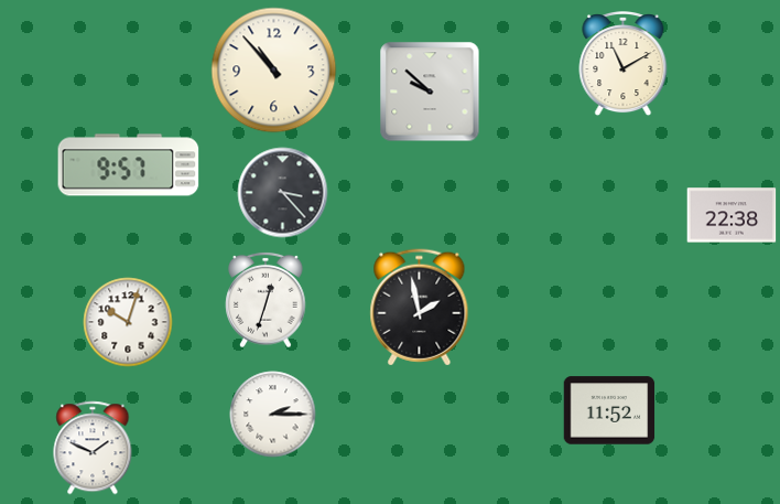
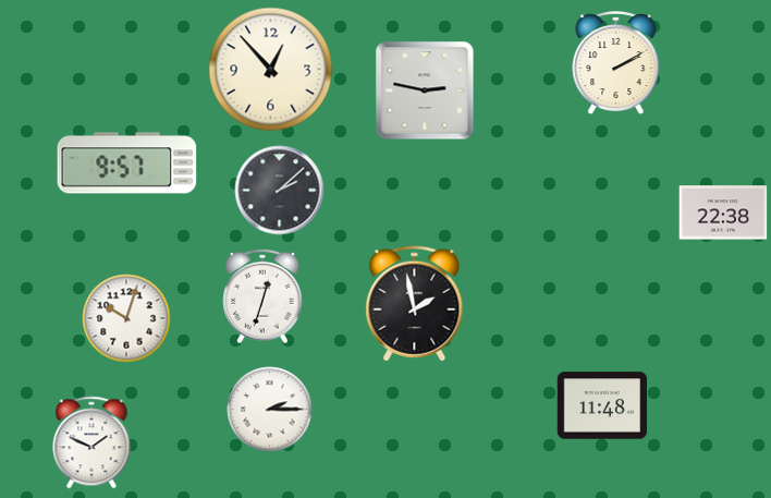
clock at (624, 65): 11:10 -> 2:10
clock at (274, 71): 10:53 -> 12:53
clock at (430, 92): 9:52 -> 2:47
clock at (283, 193): 3:23 -> 2:08
clock at (609, 410): 11:52 -> 11:48
